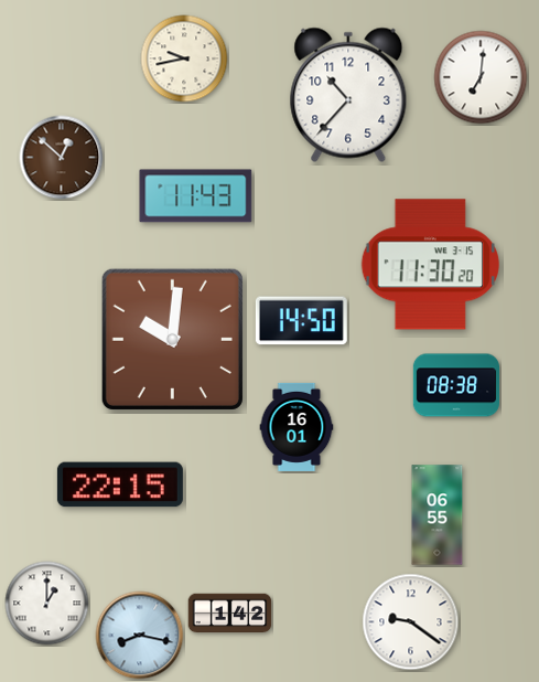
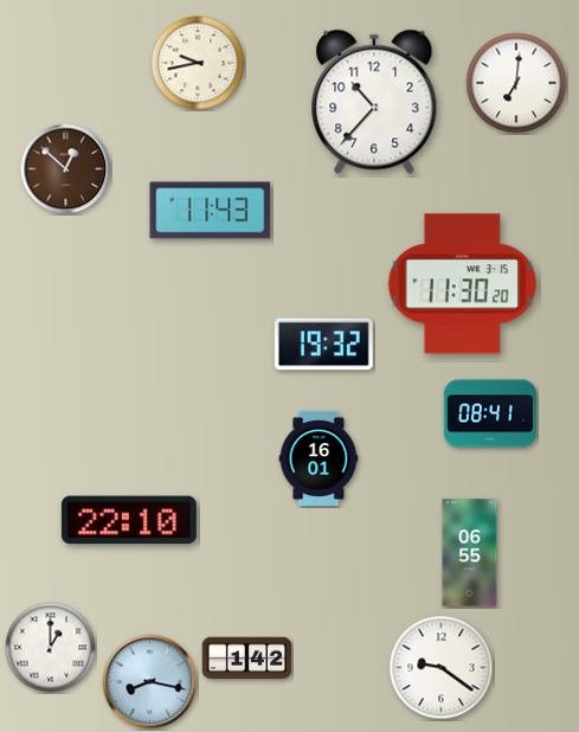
clock at (301, 321): 14:50 -> 19:32
clock at (172, 339): 10:01 -> none
clock at (455, 385): 08:38 -> 08:41
clock at (120, 484): 22:15 -> 22:10
